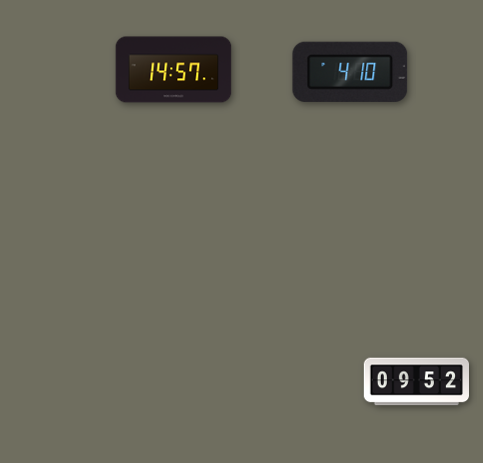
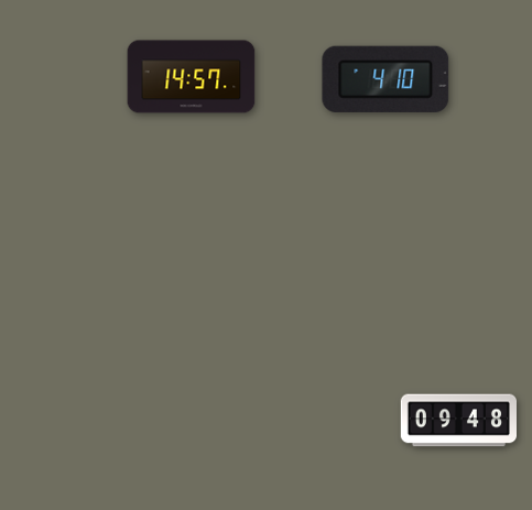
clock at (416, 382): 09:52 -> 09:48
